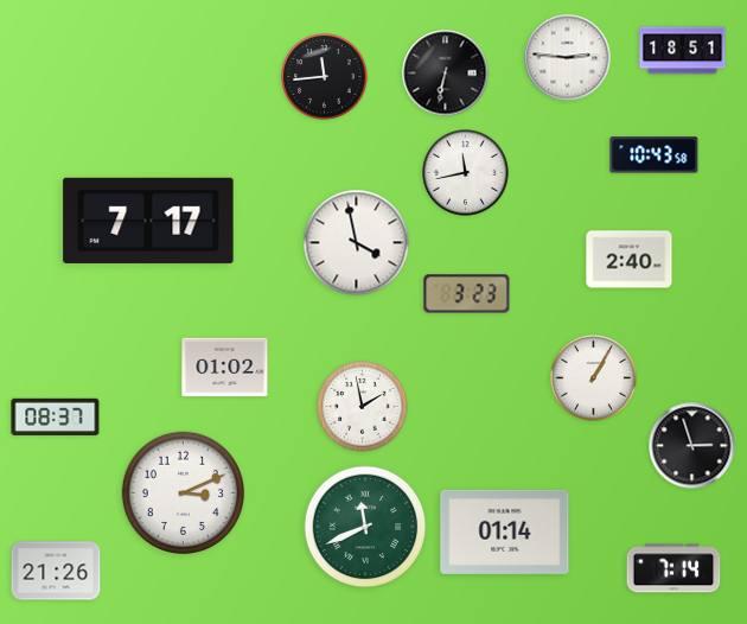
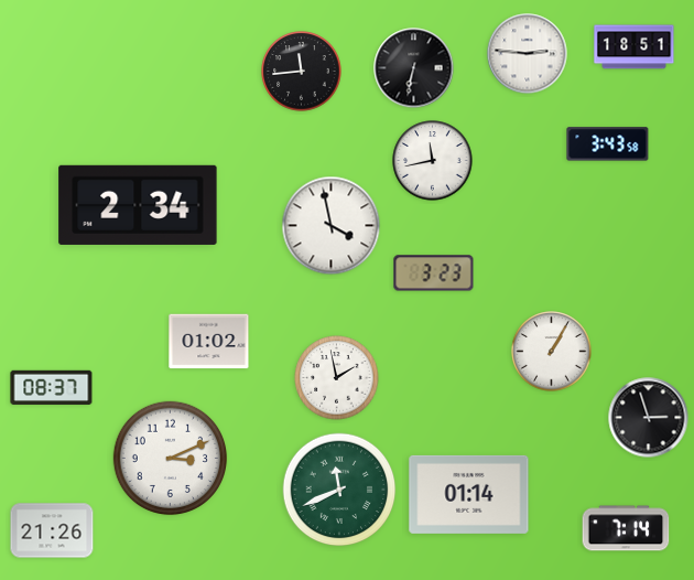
clock at (655, 155): 10:43 -> 3:43
clock at (148, 221): 7:17 -> 2:34
clock at (630, 260): 2:40 -> none
clock at (692, 446) position: (692, 446) -> (649, 418)
